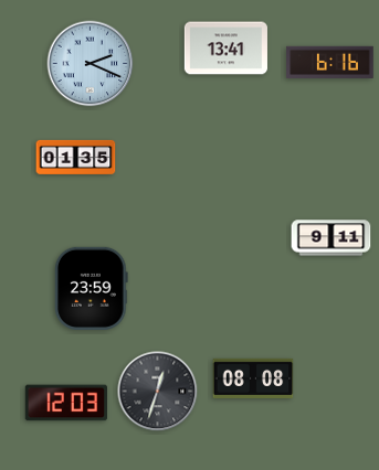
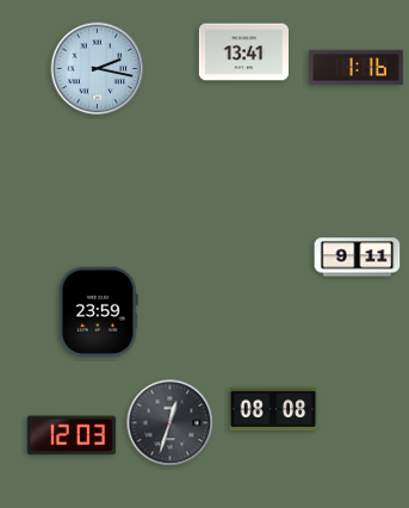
clock at (330, 63): 6:16 -> 1:16
clock at (91, 64): 2:19 -> 2:17
clock at (76, 157): 01:35 -> none
